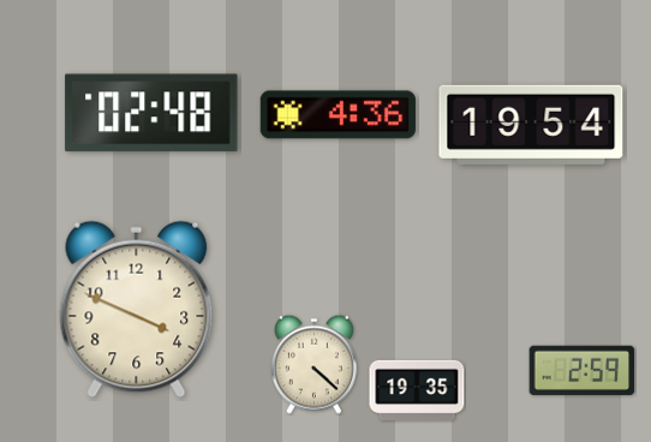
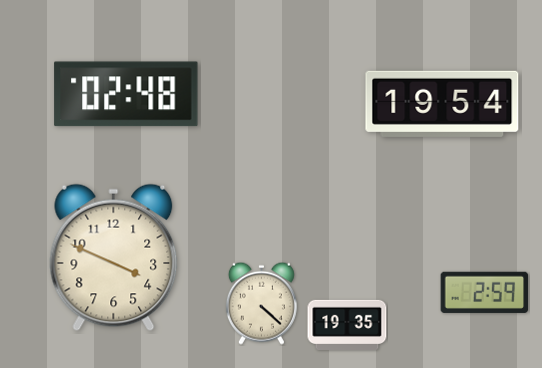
clock at (338, 115): 4:36 -> none
clock at (583, 370) position: (583, 370) -> (485, 292)
